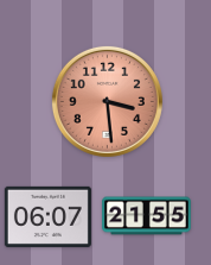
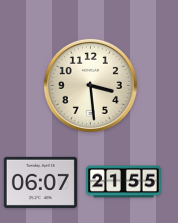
clock at (107, 101) dial: salmon -> cream
